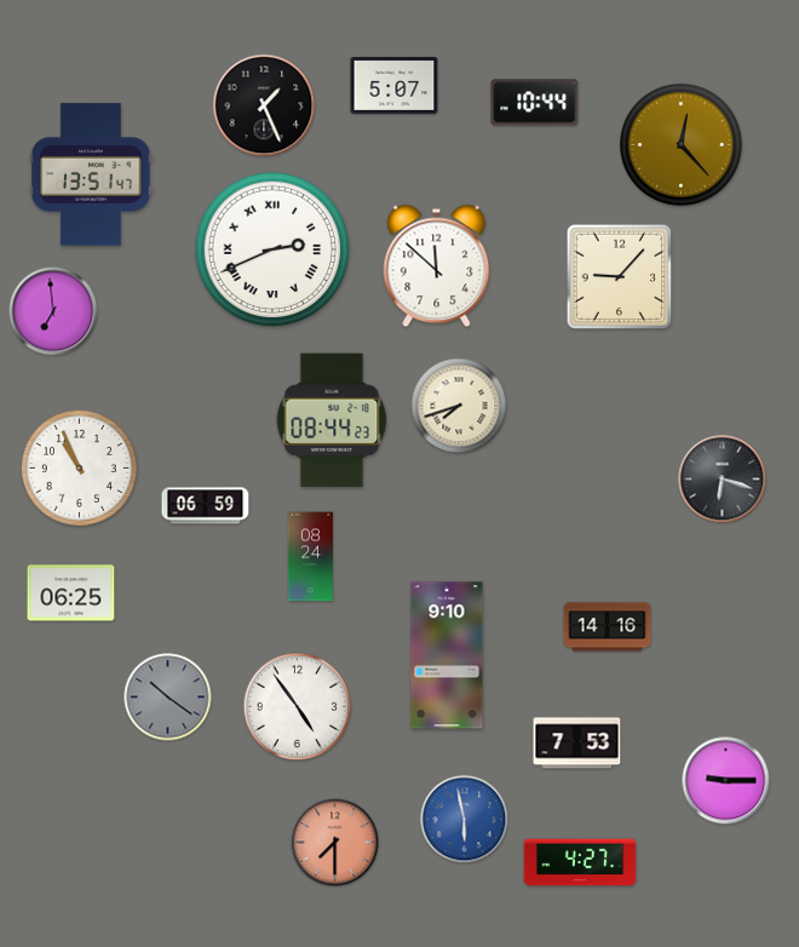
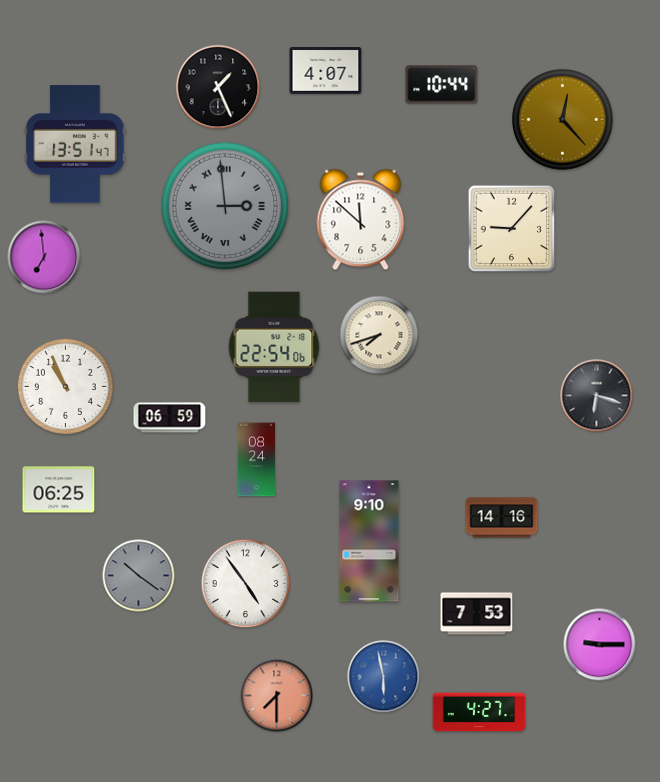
clock at (395, 86): 5:07 -> 4:07
clock at (272, 249): 2:41 -> 2:59
clock at (272, 249) dial: white -> grey
clock at (332, 420): 08:44 -> 22:54
